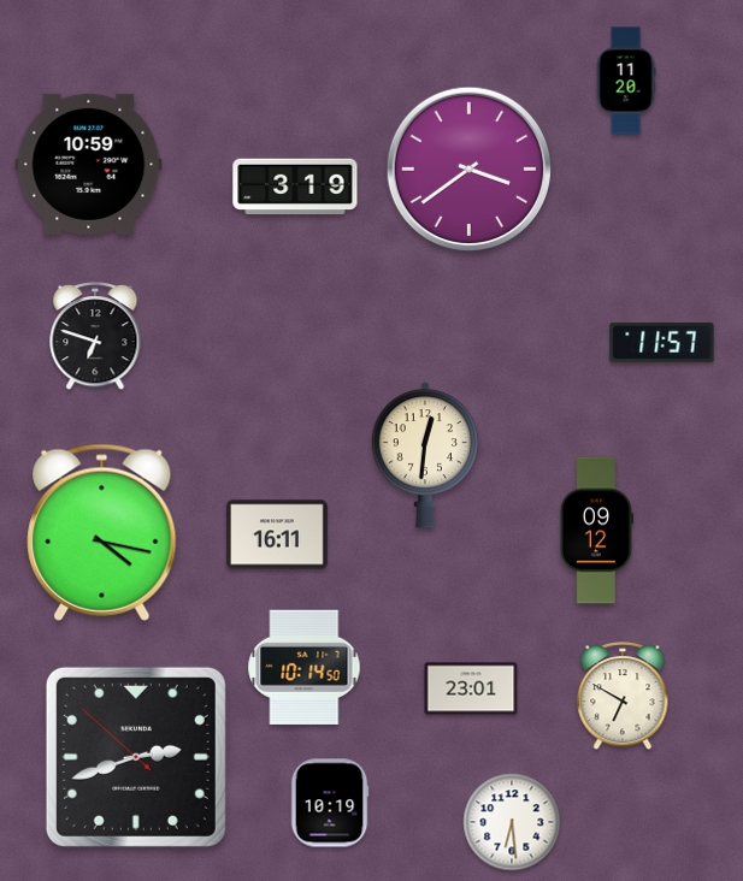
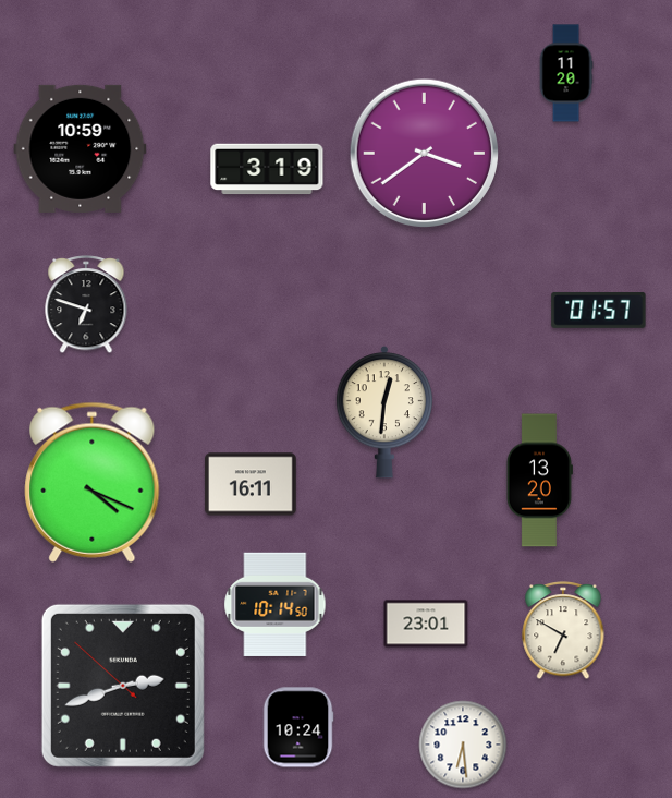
clock at (662, 342): 11:57 -> 01:57
clock at (596, 531): 09:12 -> 13:20
clock at (102, 532): 4:17 -> 4:19
clock at (330, 803): 10:19 -> 10:24
